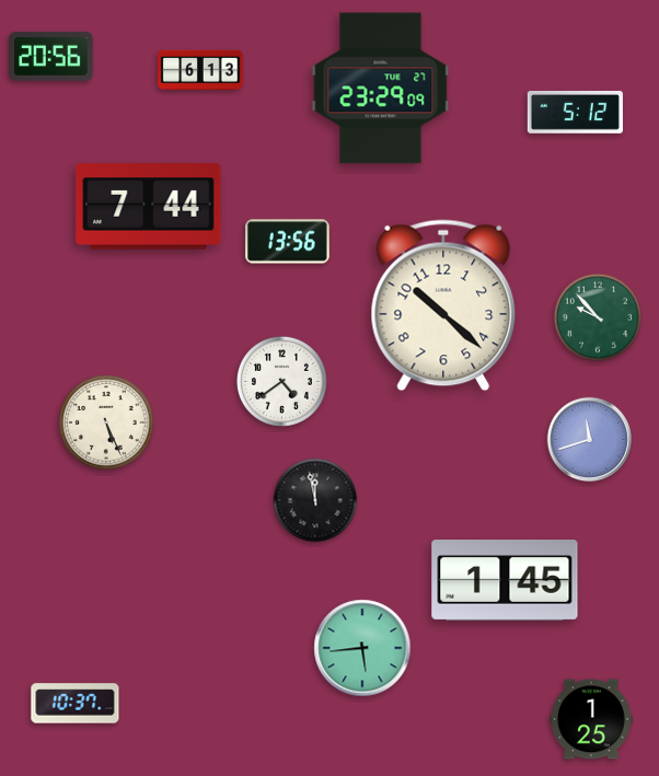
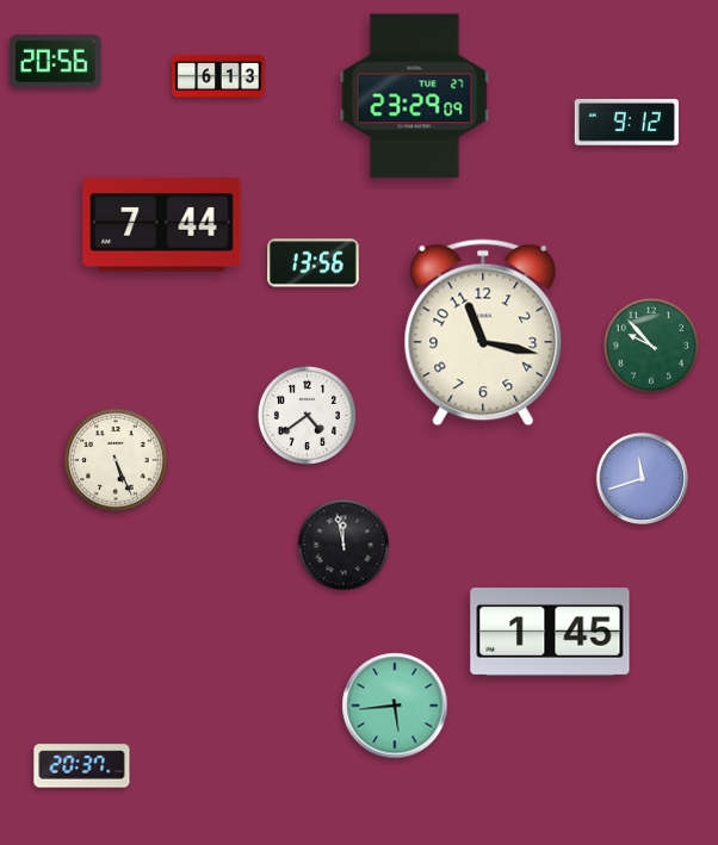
clock at (575, 112): 5:12 -> 9:12
clock at (443, 305): 10:22 -> 11:17
clock at (76, 704): 10:37 -> 20:37
clock at (592, 719): 1:25 -> none
